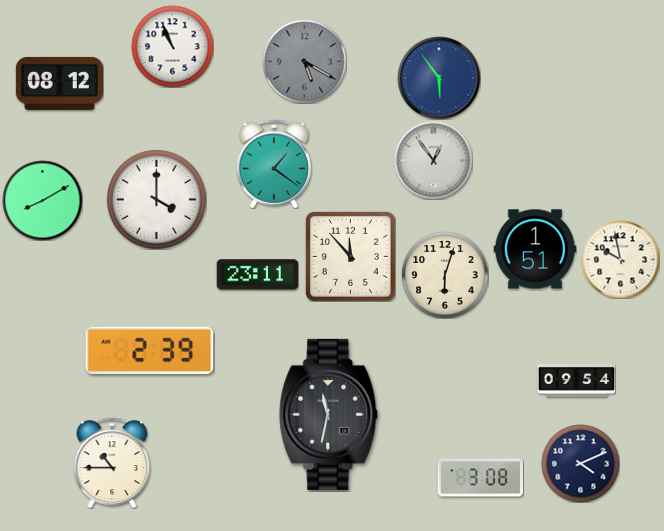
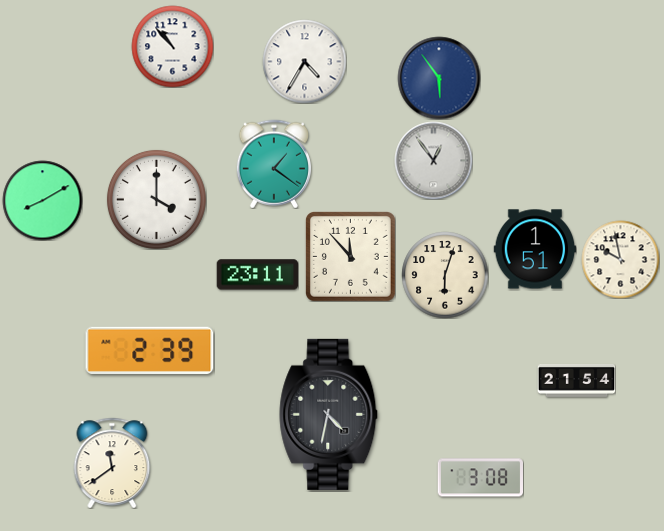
clock at (172, 46): 10:56 -> 10:53
clock at (304, 61): 5:20 -> 4:35
clock at (304, 61) dial: grey -> white
clock at (59, 83): 08:12 -> none
clock at (576, 380): 09:54 -> 21:54
clock at (329, 414): 11:32 -> 4:32
clock at (112, 462): 10:45 -> 11:39
clock at (580, 463): 4:11 -> none
